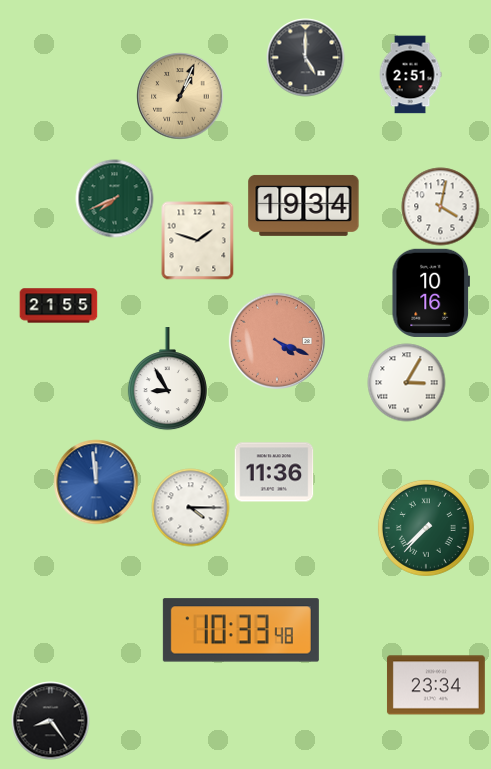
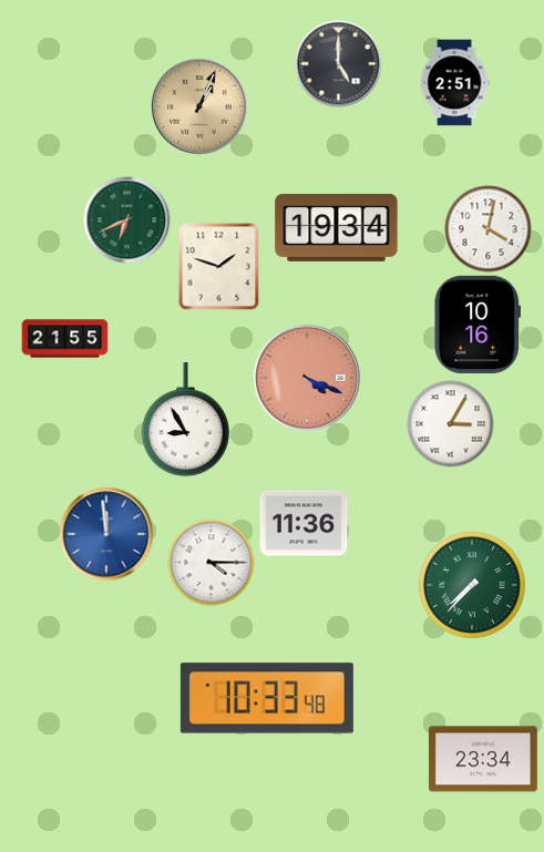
clock at (114, 198): 7:41 -> 6:41
clock at (50, 720): 8:24 -> none
